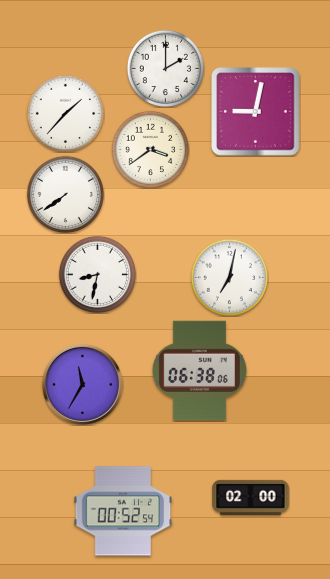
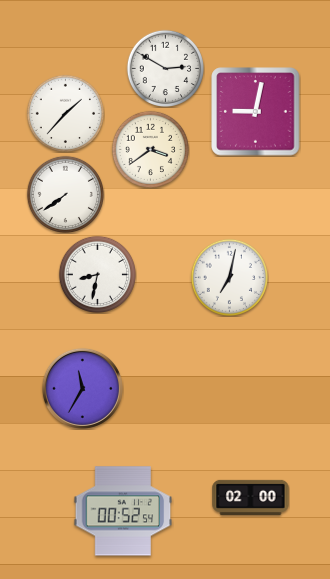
clock at (165, 68): 2:00 -> 2:50
clock at (199, 371): 06:38 -> none
clock at (82, 384) position: (82, 384) -> (82, 388)
